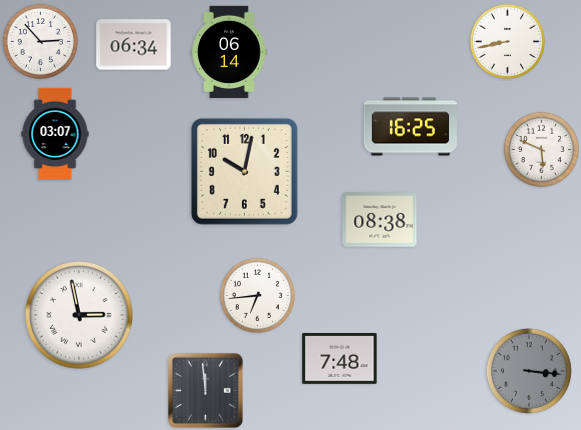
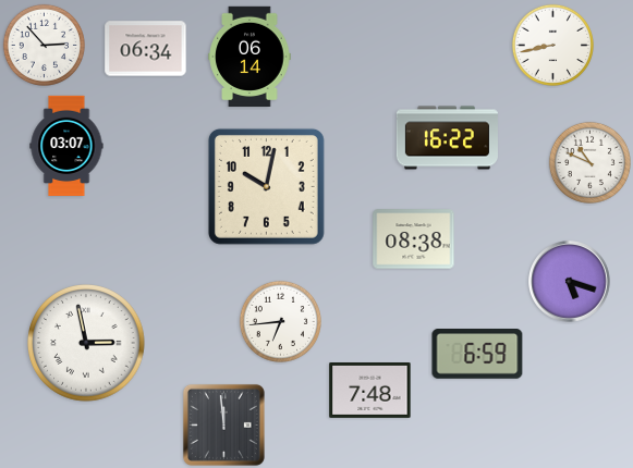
clock at (410, 127): 16:25 -> 16:22
clock at (55, 134) position: (55, 134) -> (66, 146)
clock at (541, 149): 5:49 -> 10:49
clock at (570, 282): none -> 5:18
clock at (477, 355): none -> 6:59
clock at (529, 371): 3:16 -> none
